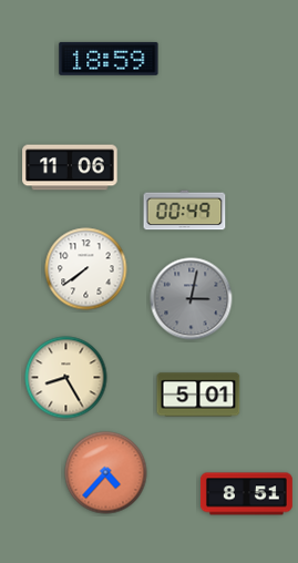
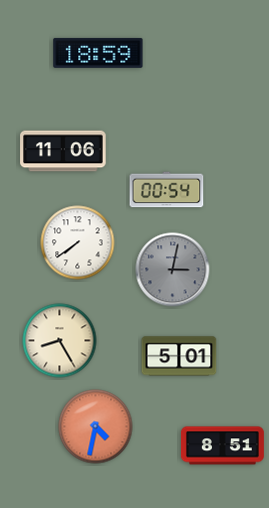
clock at (185, 211): 00:49 -> 00:54
clock at (106, 473): 4:37 -> 4:32
